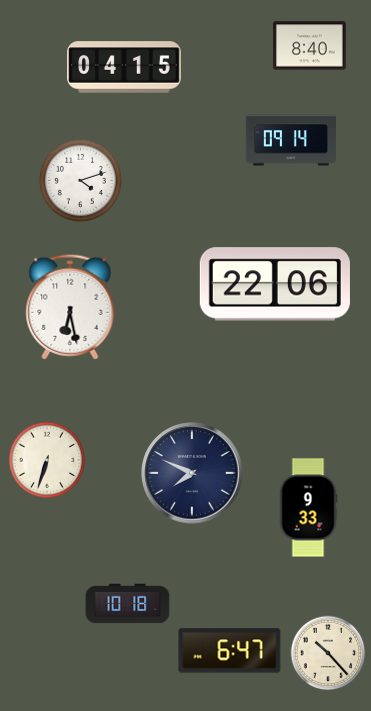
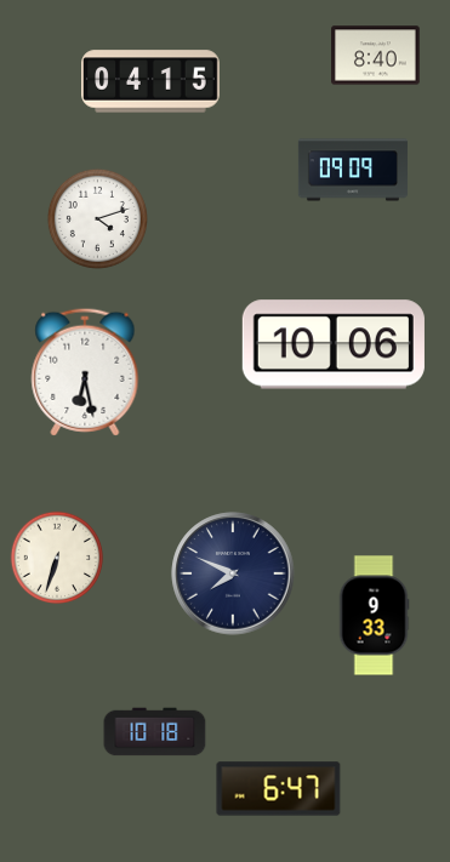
clock at (291, 140): 09:14 -> 09:09
clock at (275, 284): 22:06 -> 10:06
clock at (328, 653): 10:23 -> none
